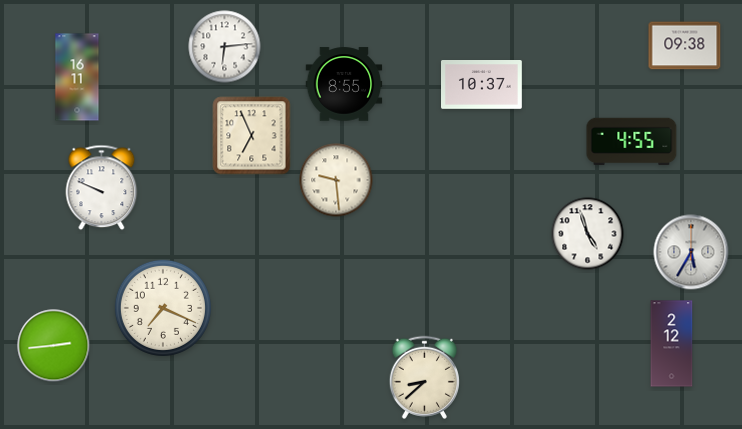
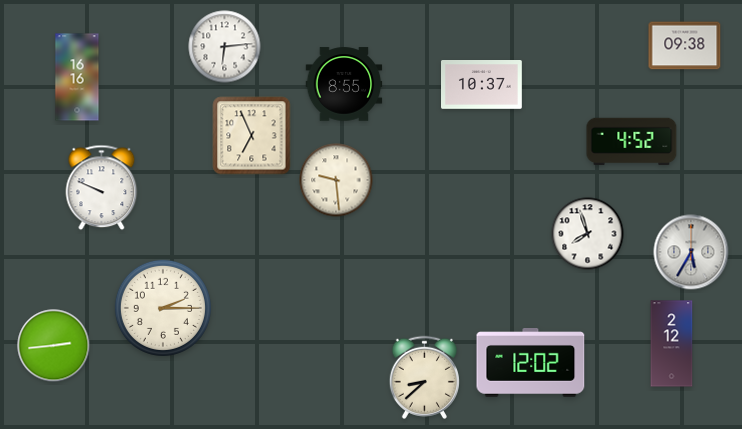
clock at (77, 77): 16:11 -> 16:16
clock at (632, 142): 4:55 -> 4:52
clock at (588, 234): 4:57 -> 7:57
clock at (163, 308): 7:19 -> 2:15
clock at (531, 363): none -> 12:02
